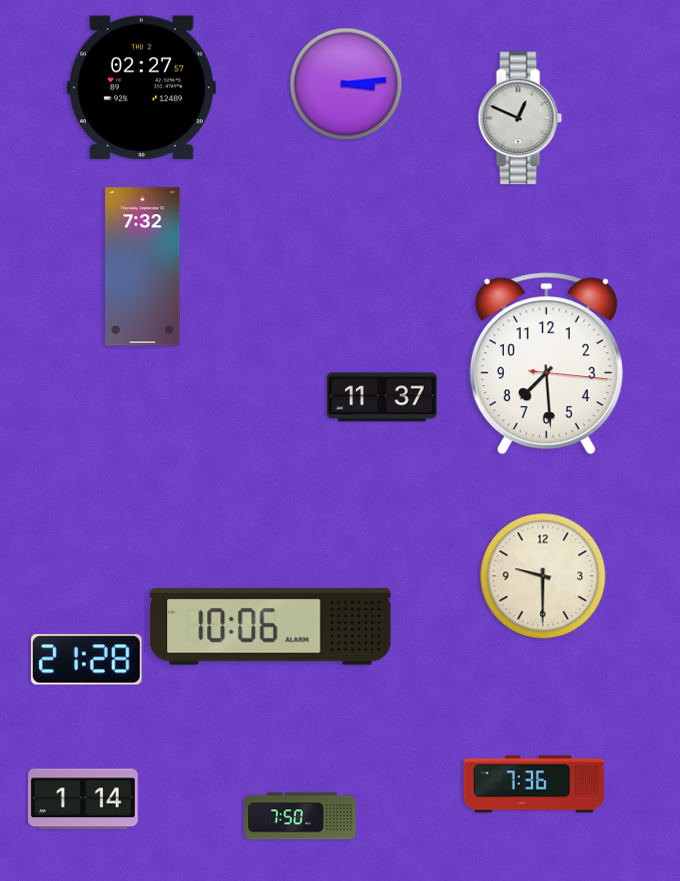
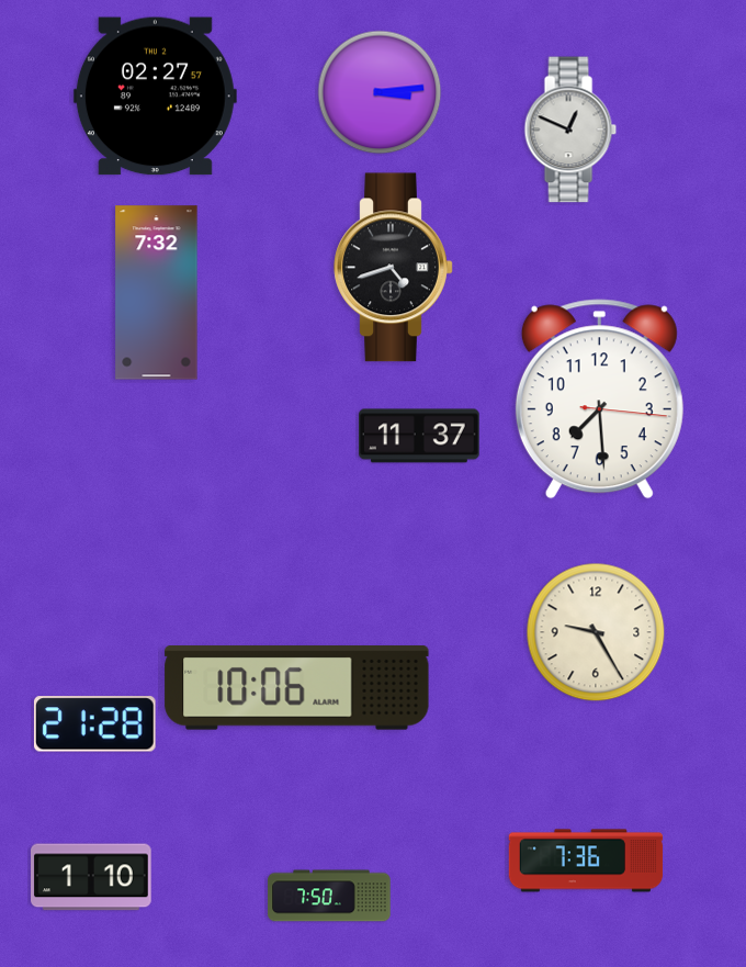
clock at (394, 268): none -> 4:42
clock at (543, 576): 9:30 -> 9:25
clock at (84, 799): 1:14 -> 1:10
